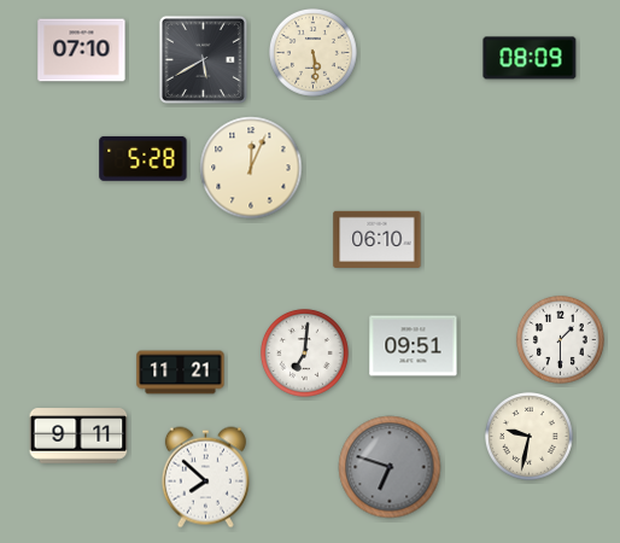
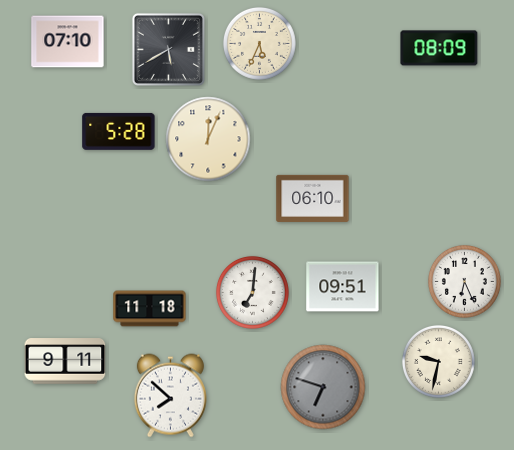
clock at (312, 52): 5:29 -> 5:34
clock at (560, 339): 1:30 -> 6:26
clock at (181, 373): 11:21 -> 11:18
